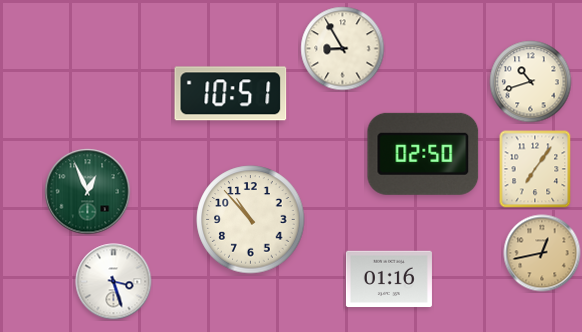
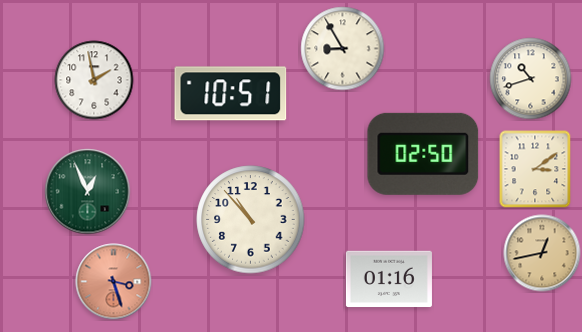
clock at (94, 80): none -> 1:58
clock at (531, 82) position: (531, 82) -> (531, 79)
clock at (535, 169): 7:06 -> 3:09
clock at (114, 282) dial: white -> salmon
